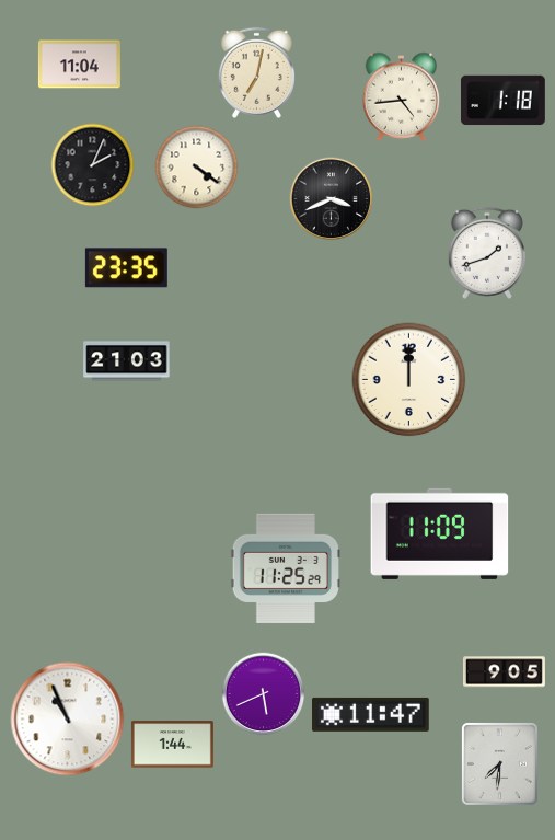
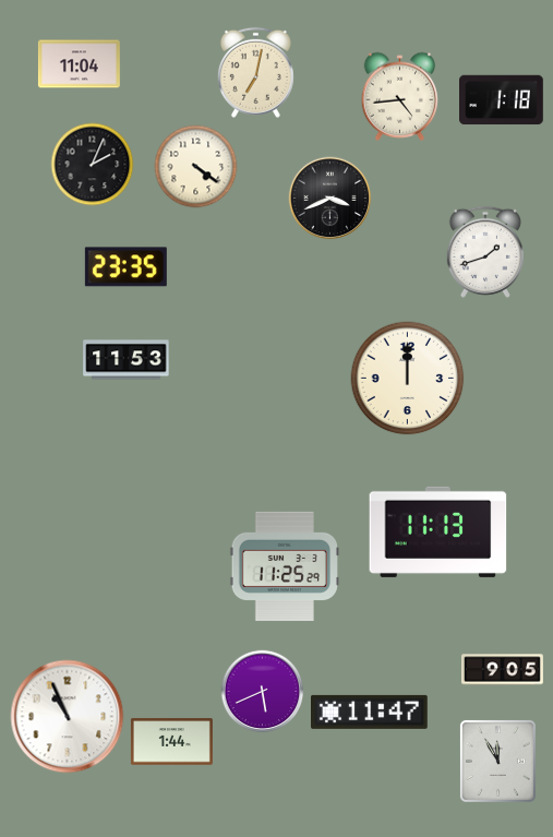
clock at (127, 361): 21:03 -> 11:53
clock at (440, 533): 11:09 -> 11:13
clock at (499, 763): 7:31 -> 11:55
